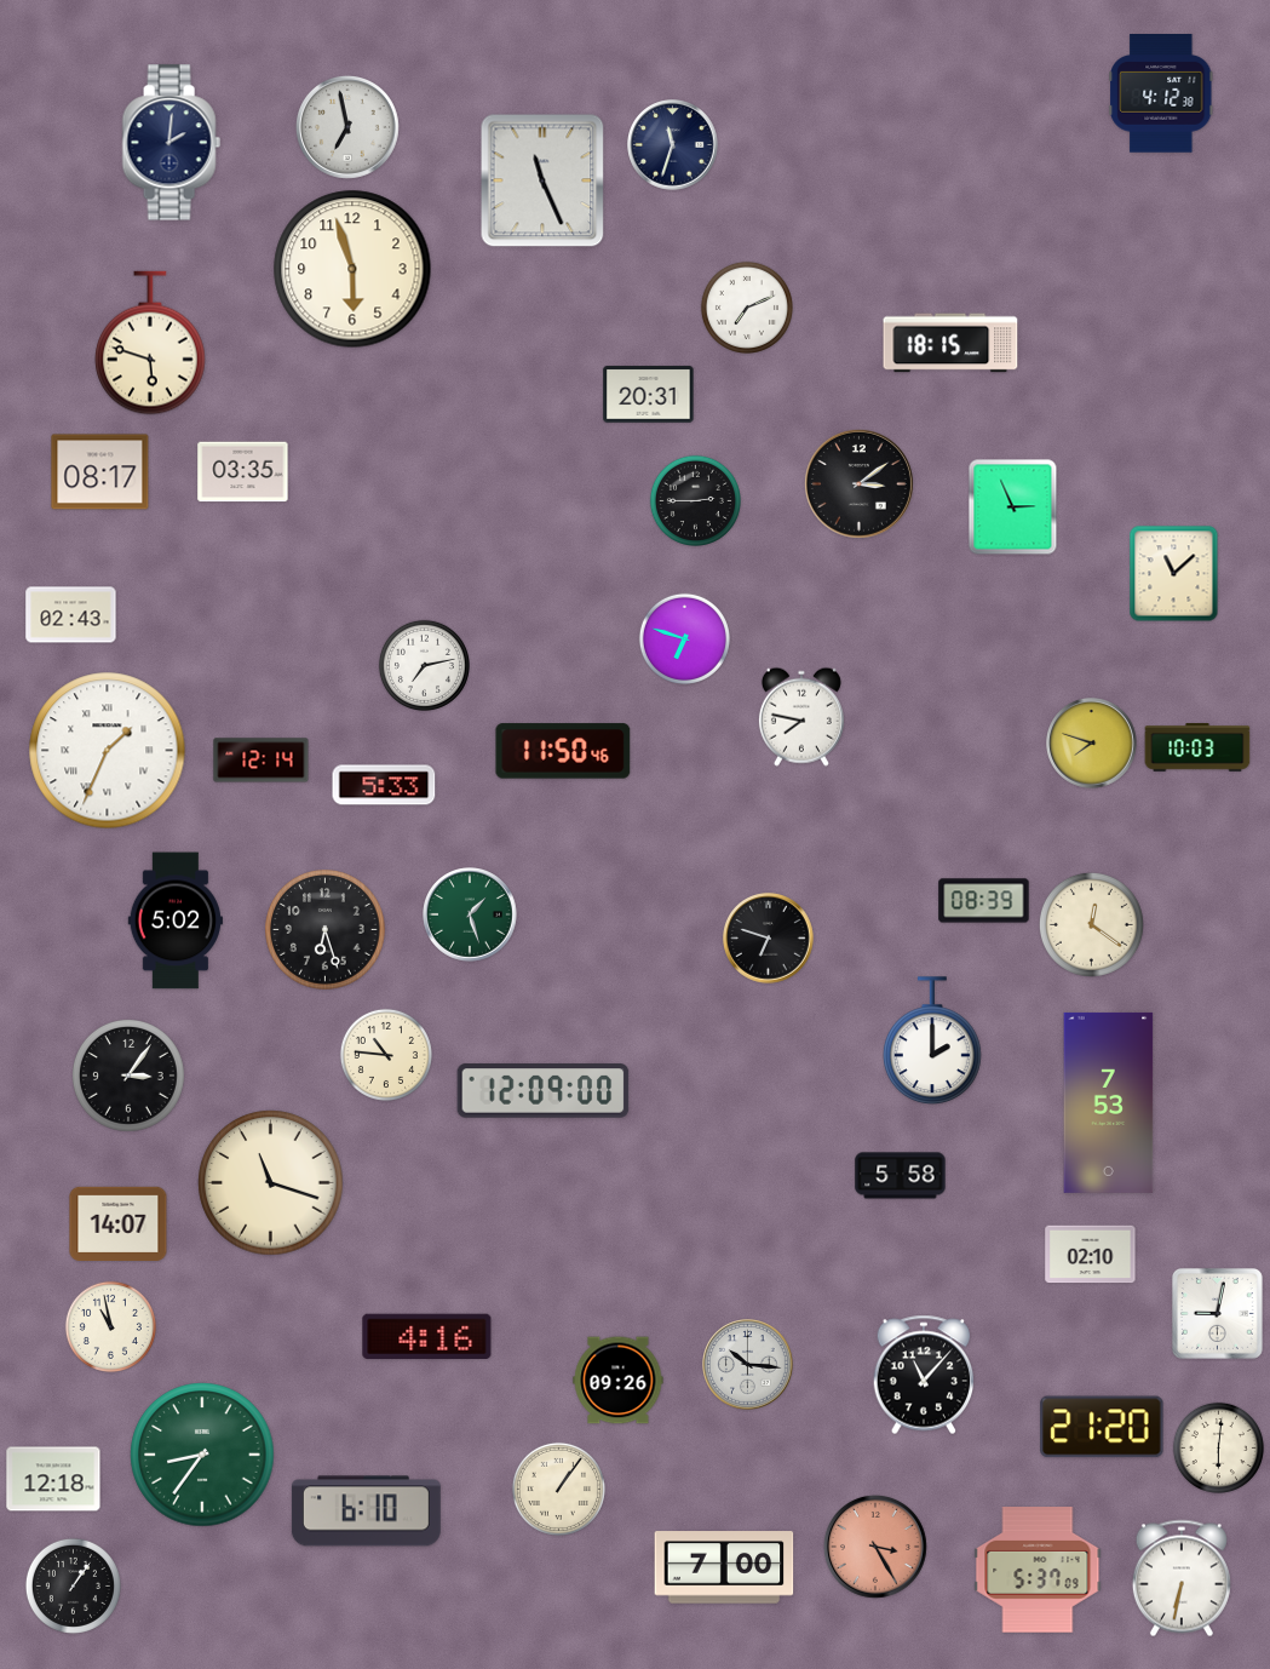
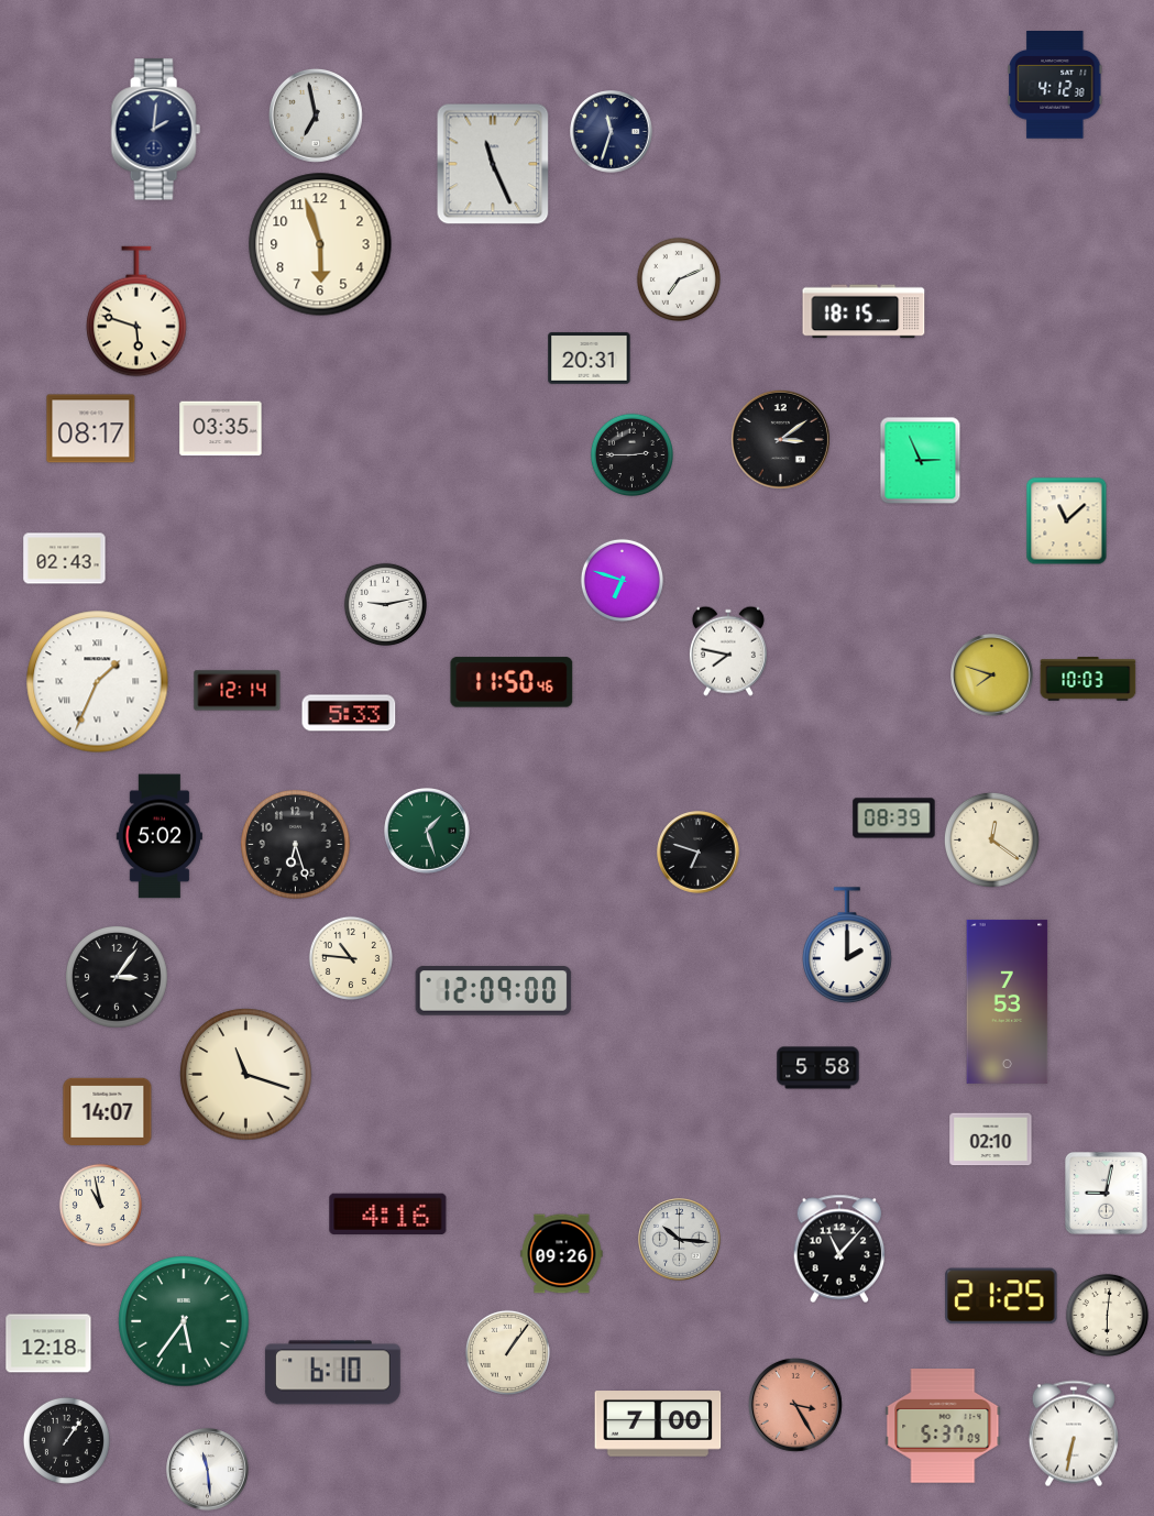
clock at (424, 665): 7:13 -> 9:13
clock at (1102, 1427): 21:20 -> 21:25
clock at (202, 1455): 8:36 -> 5:36
clock at (208, 1470): none -> 11:29
